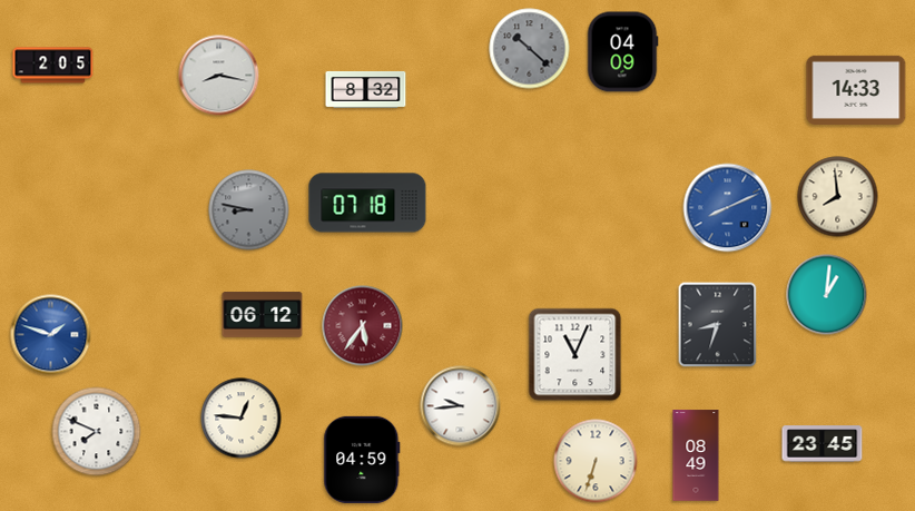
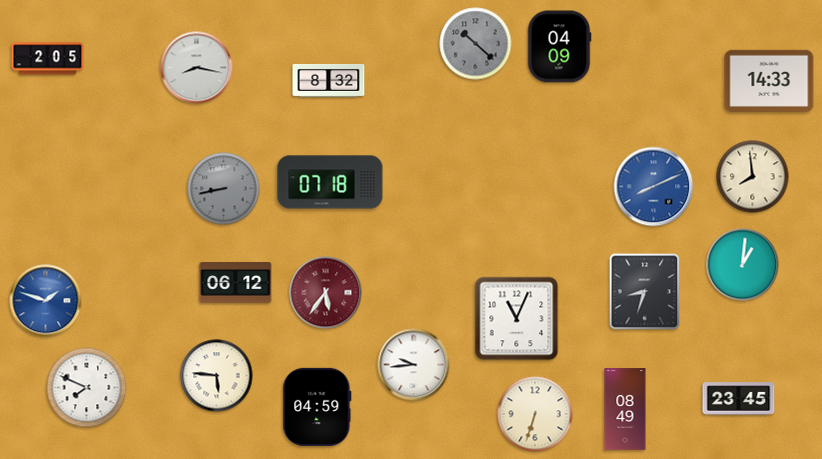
clock at (249, 210): 8:47 -> 8:43
clock at (242, 419): 12:46 -> 5:46
clock at (362, 460) position: (362, 460) -> (317, 407)
